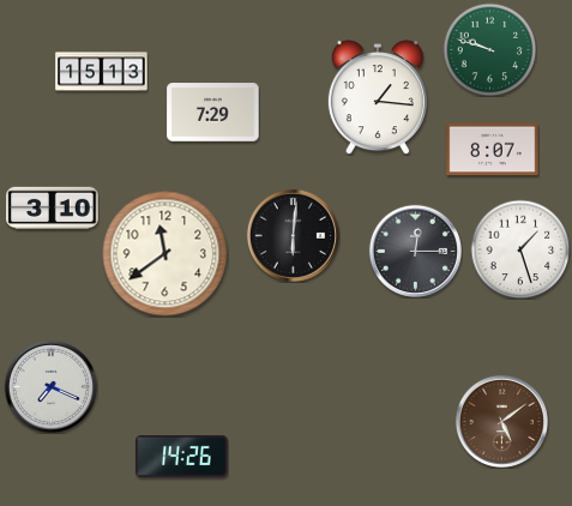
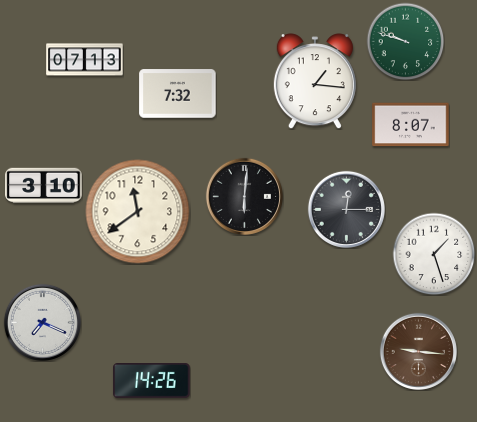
clock at (489, 49) position: (489, 49) -> (405, 41)
clock at (102, 72): 15:13 -> 07:13
clock at (213, 113): 7:29 -> 7:32
clock at (53, 207) position: (53, 207) -> (44, 185)
clock at (520, 249) position: (520, 249) -> (434, 254)
clock at (501, 421): 5:09 -> 9:16
